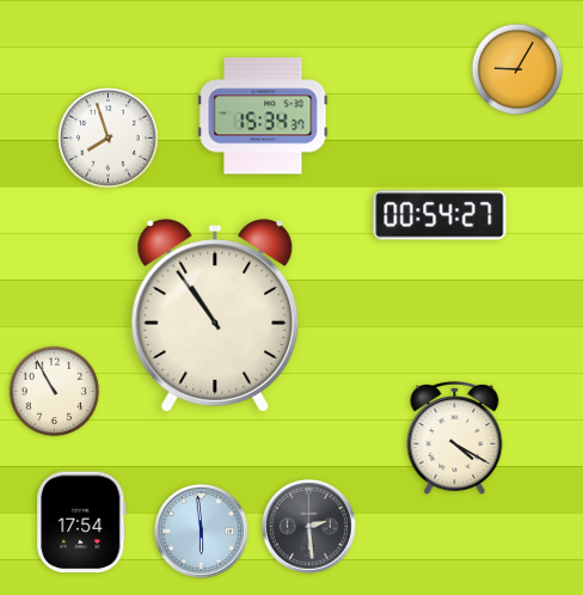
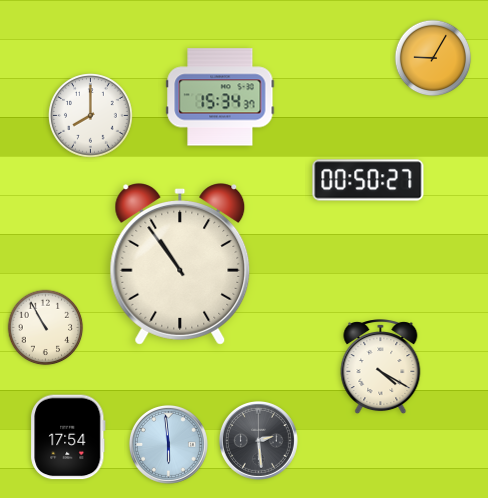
clock at (109, 139): 7:57 -> 8:00
clock at (440, 215): 00:54 -> 00:50
